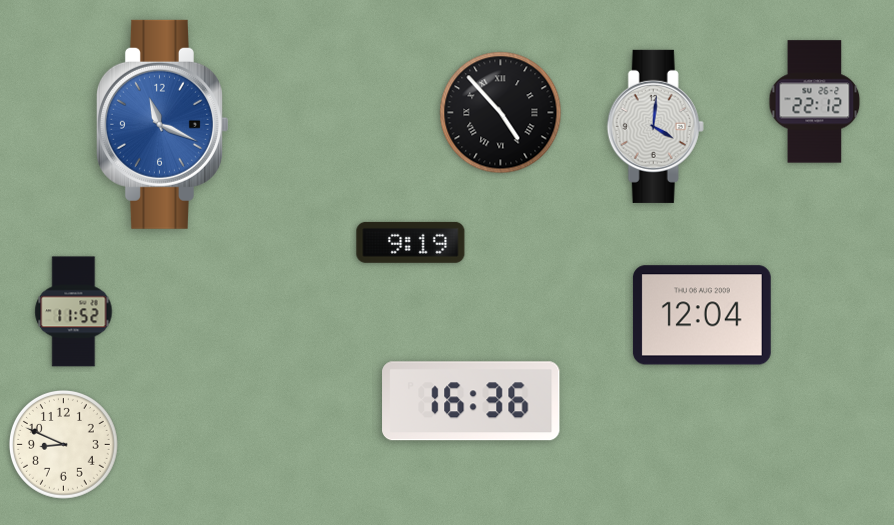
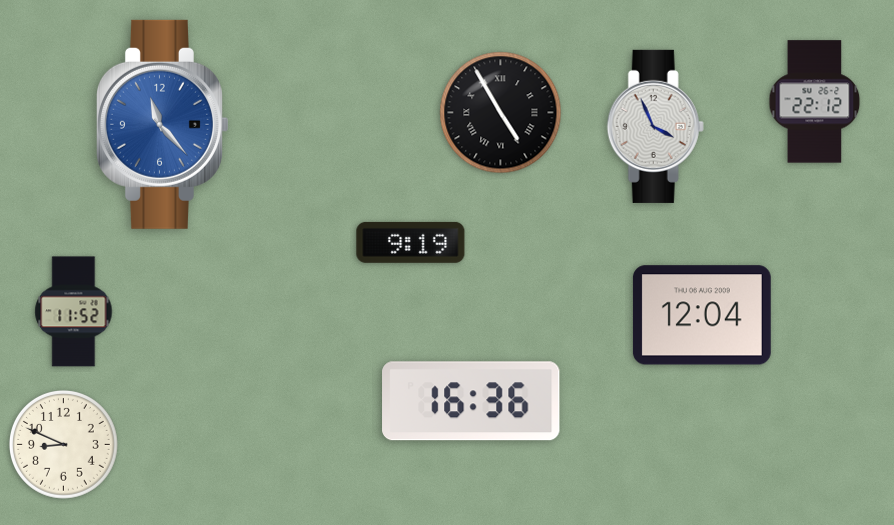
clock at (501, 113): 4:53 -> 4:55
clock at (162, 124): 11:19 -> 11:23
clock at (655, 126): 4:01 -> 3:56
